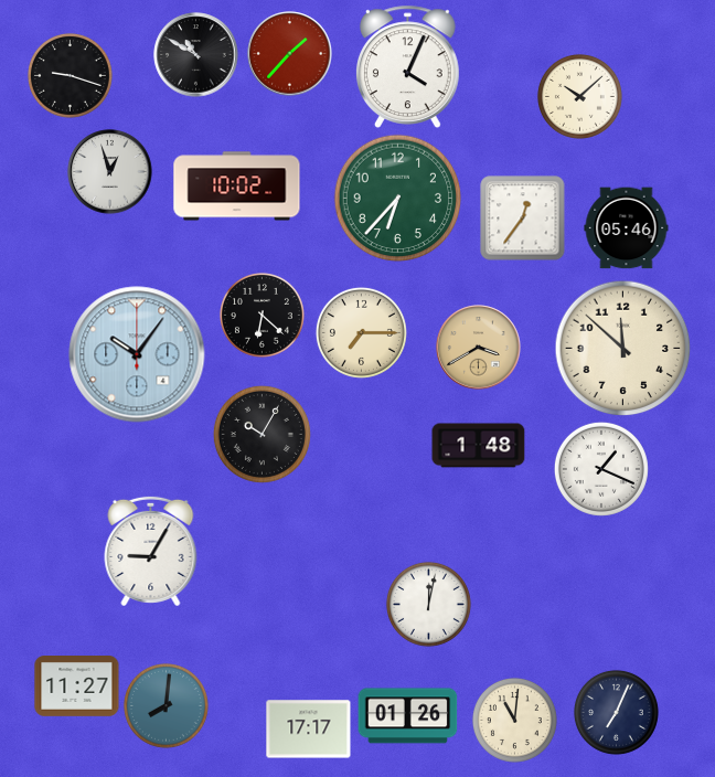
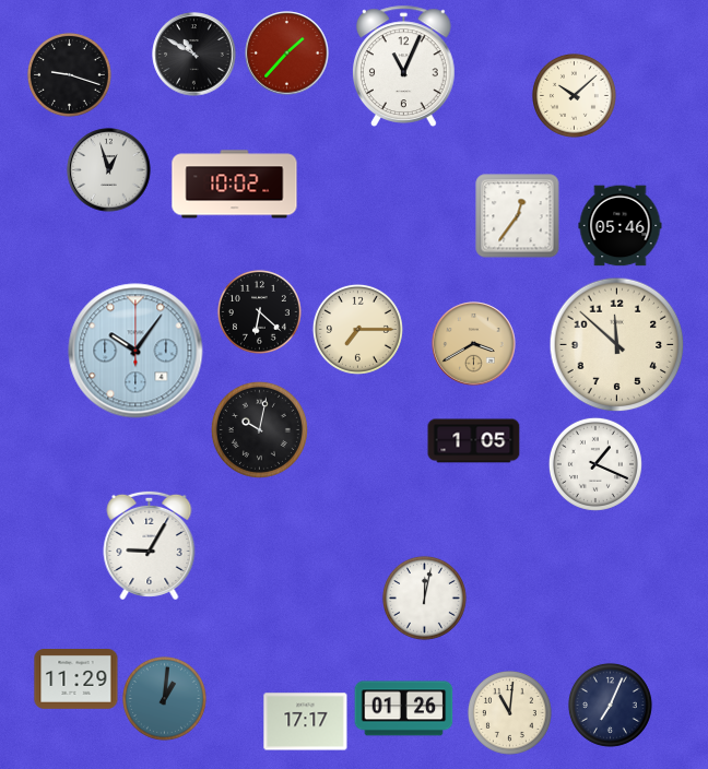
clock at (408, 66): 4:04 -> 11:04
clock at (398, 199): 6:37 -> none
clock at (262, 434): 10:05 -> 10:02
clock at (479, 446): 1:48 -> 1:05
clock at (77, 686): 11:27 -> 11:29
clock at (166, 705): 8:01 -> 1:01
